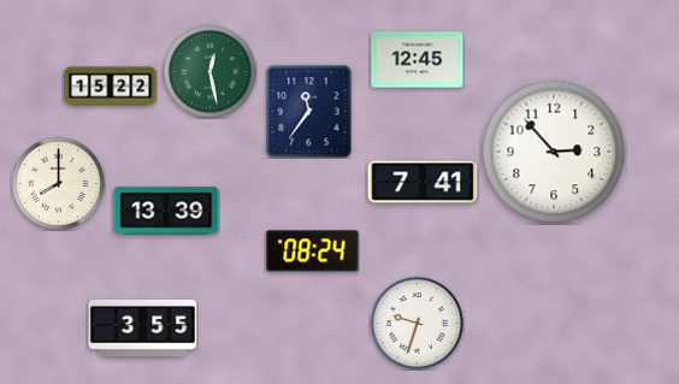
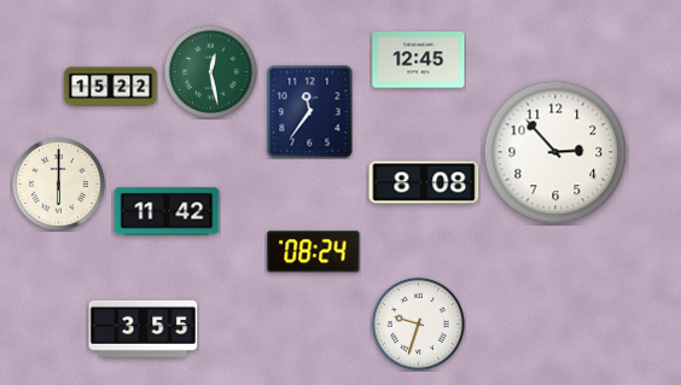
clock at (423, 182): 7:41 -> 8:08
clock at (58, 183): 8:00 -> 6:00
clock at (166, 211): 13:39 -> 11:42
